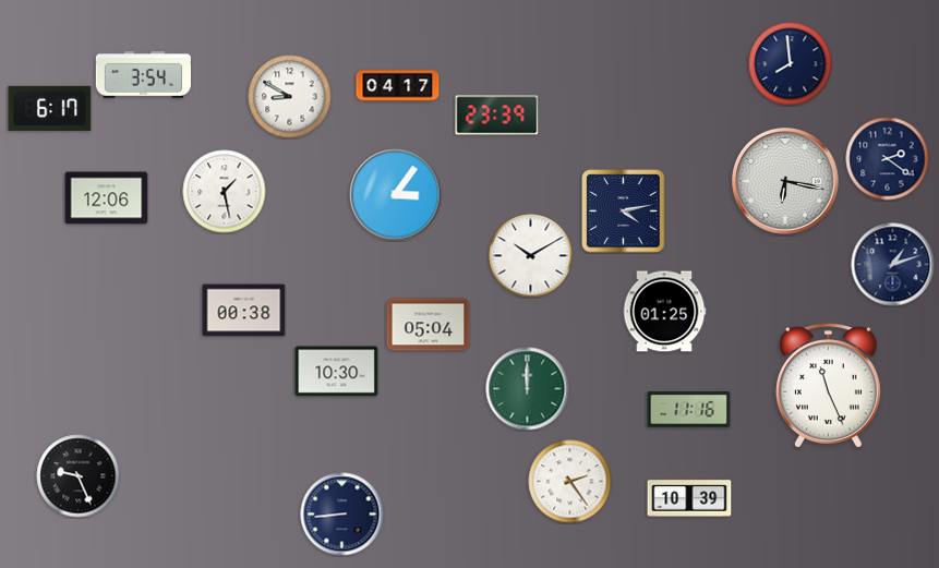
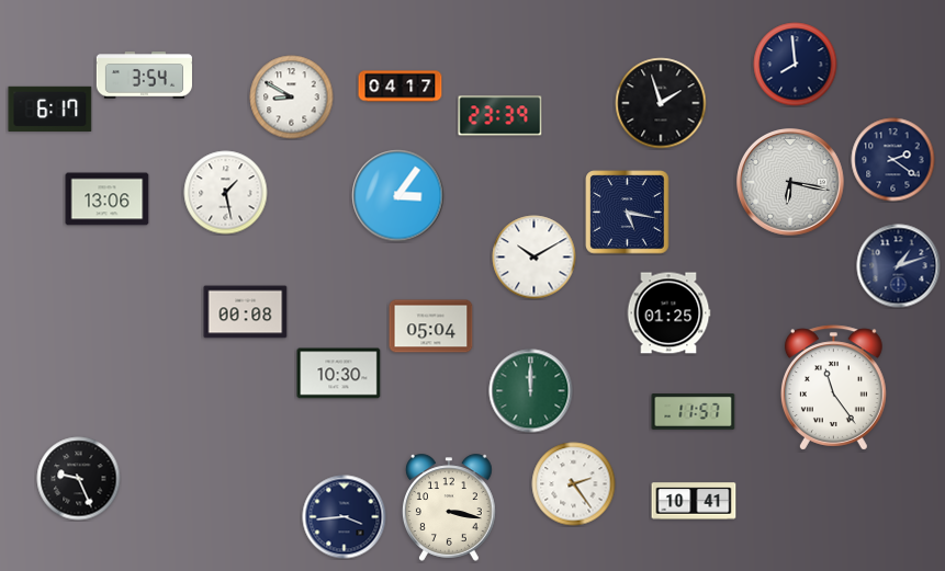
clock at (661, 103): none -> 1:57
clock at (107, 198): 12:06 -> 13:06
clock at (624, 212): 4:13 -> 5:17
clock at (244, 311): 00:38 -> 00:08
clock at (828, 386): 11:26 -> 11:24
clock at (689, 410): 11:16 -> 11:57
clock at (689, 498): 10:39 -> 10:41
clock at (449, 507): none -> 3:17
clock at (342, 515): 8:44 -> 3:44
